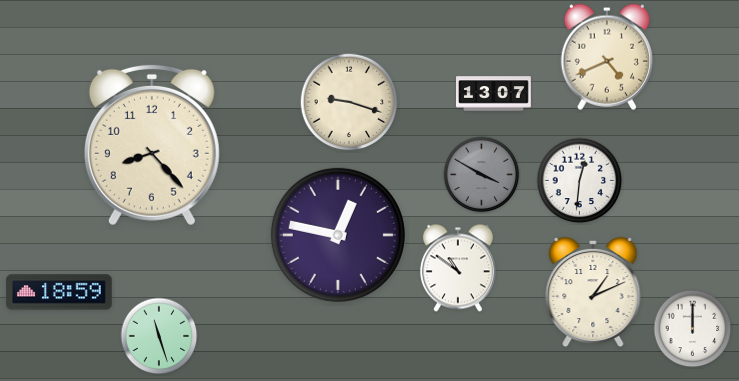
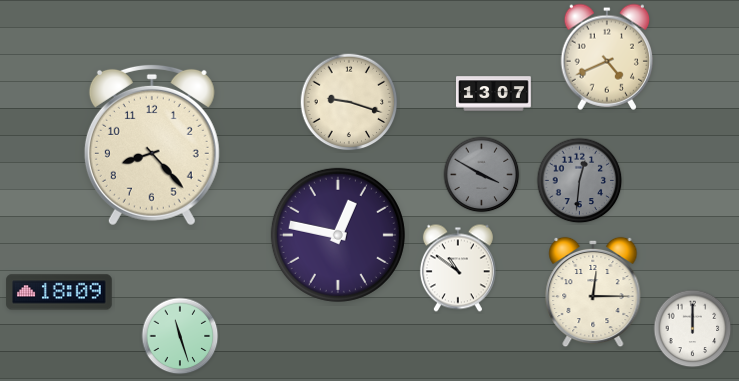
clock at (580, 181) dial: white -> grey
clock at (59, 292): 18:59 -> 18:09
clock at (593, 292): 1:11 -> 12:15
clock at (159, 336) position: (159, 336) -> (180, 336)
